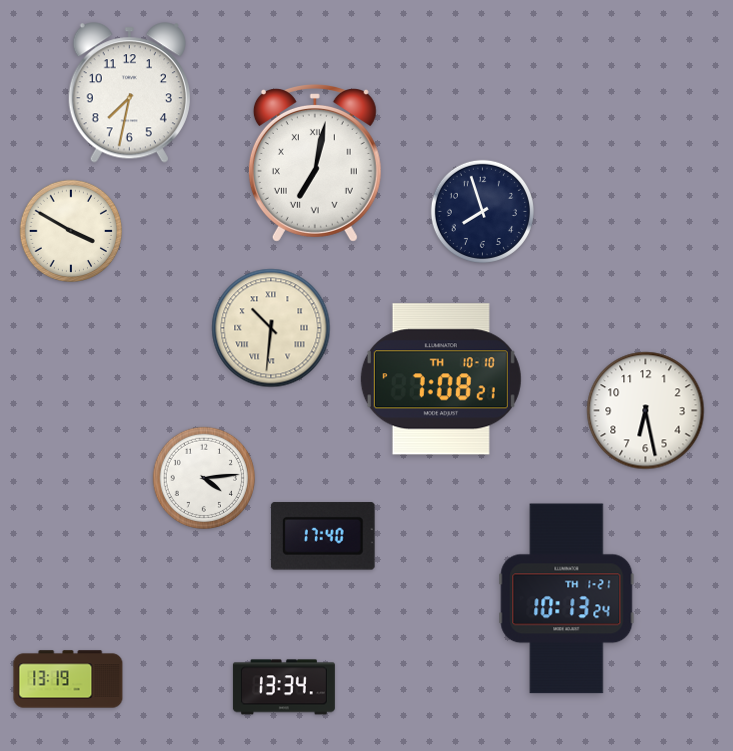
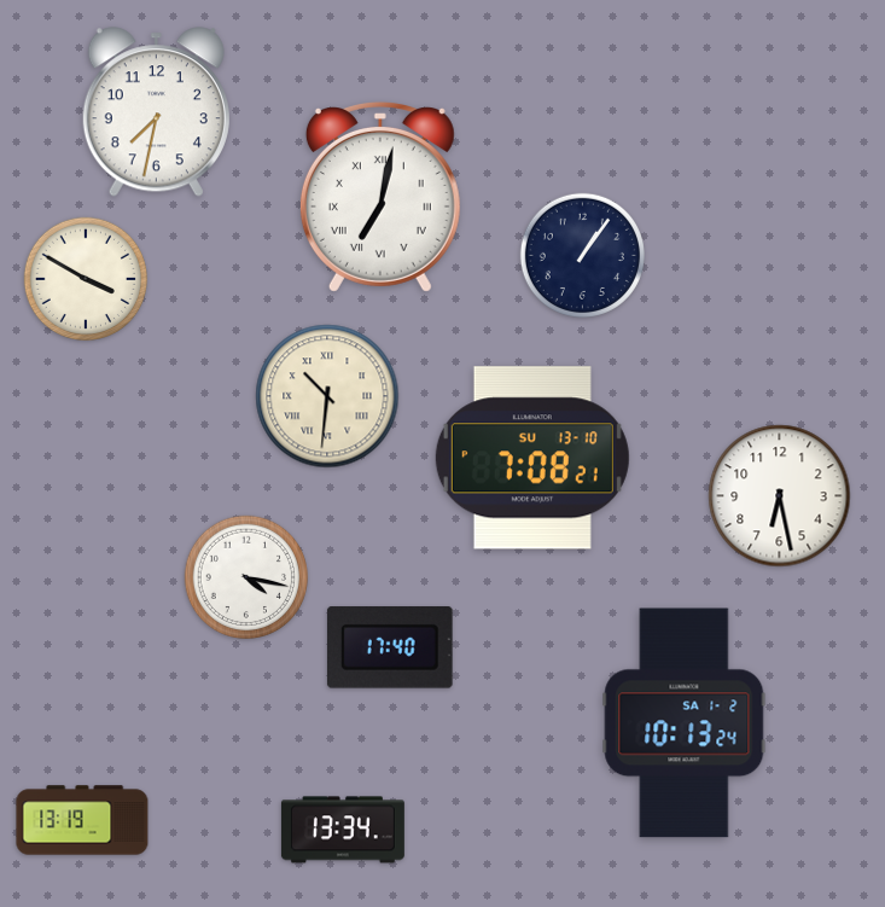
clock at (482, 211): 7:57 -> 1:06
clock at (441, 379) date: TH 10-10 -> SU 13-10
clock at (203, 477): 4:14 -> 4:17
clock at (567, 599) date: TH 1-21 -> SA 1-2
